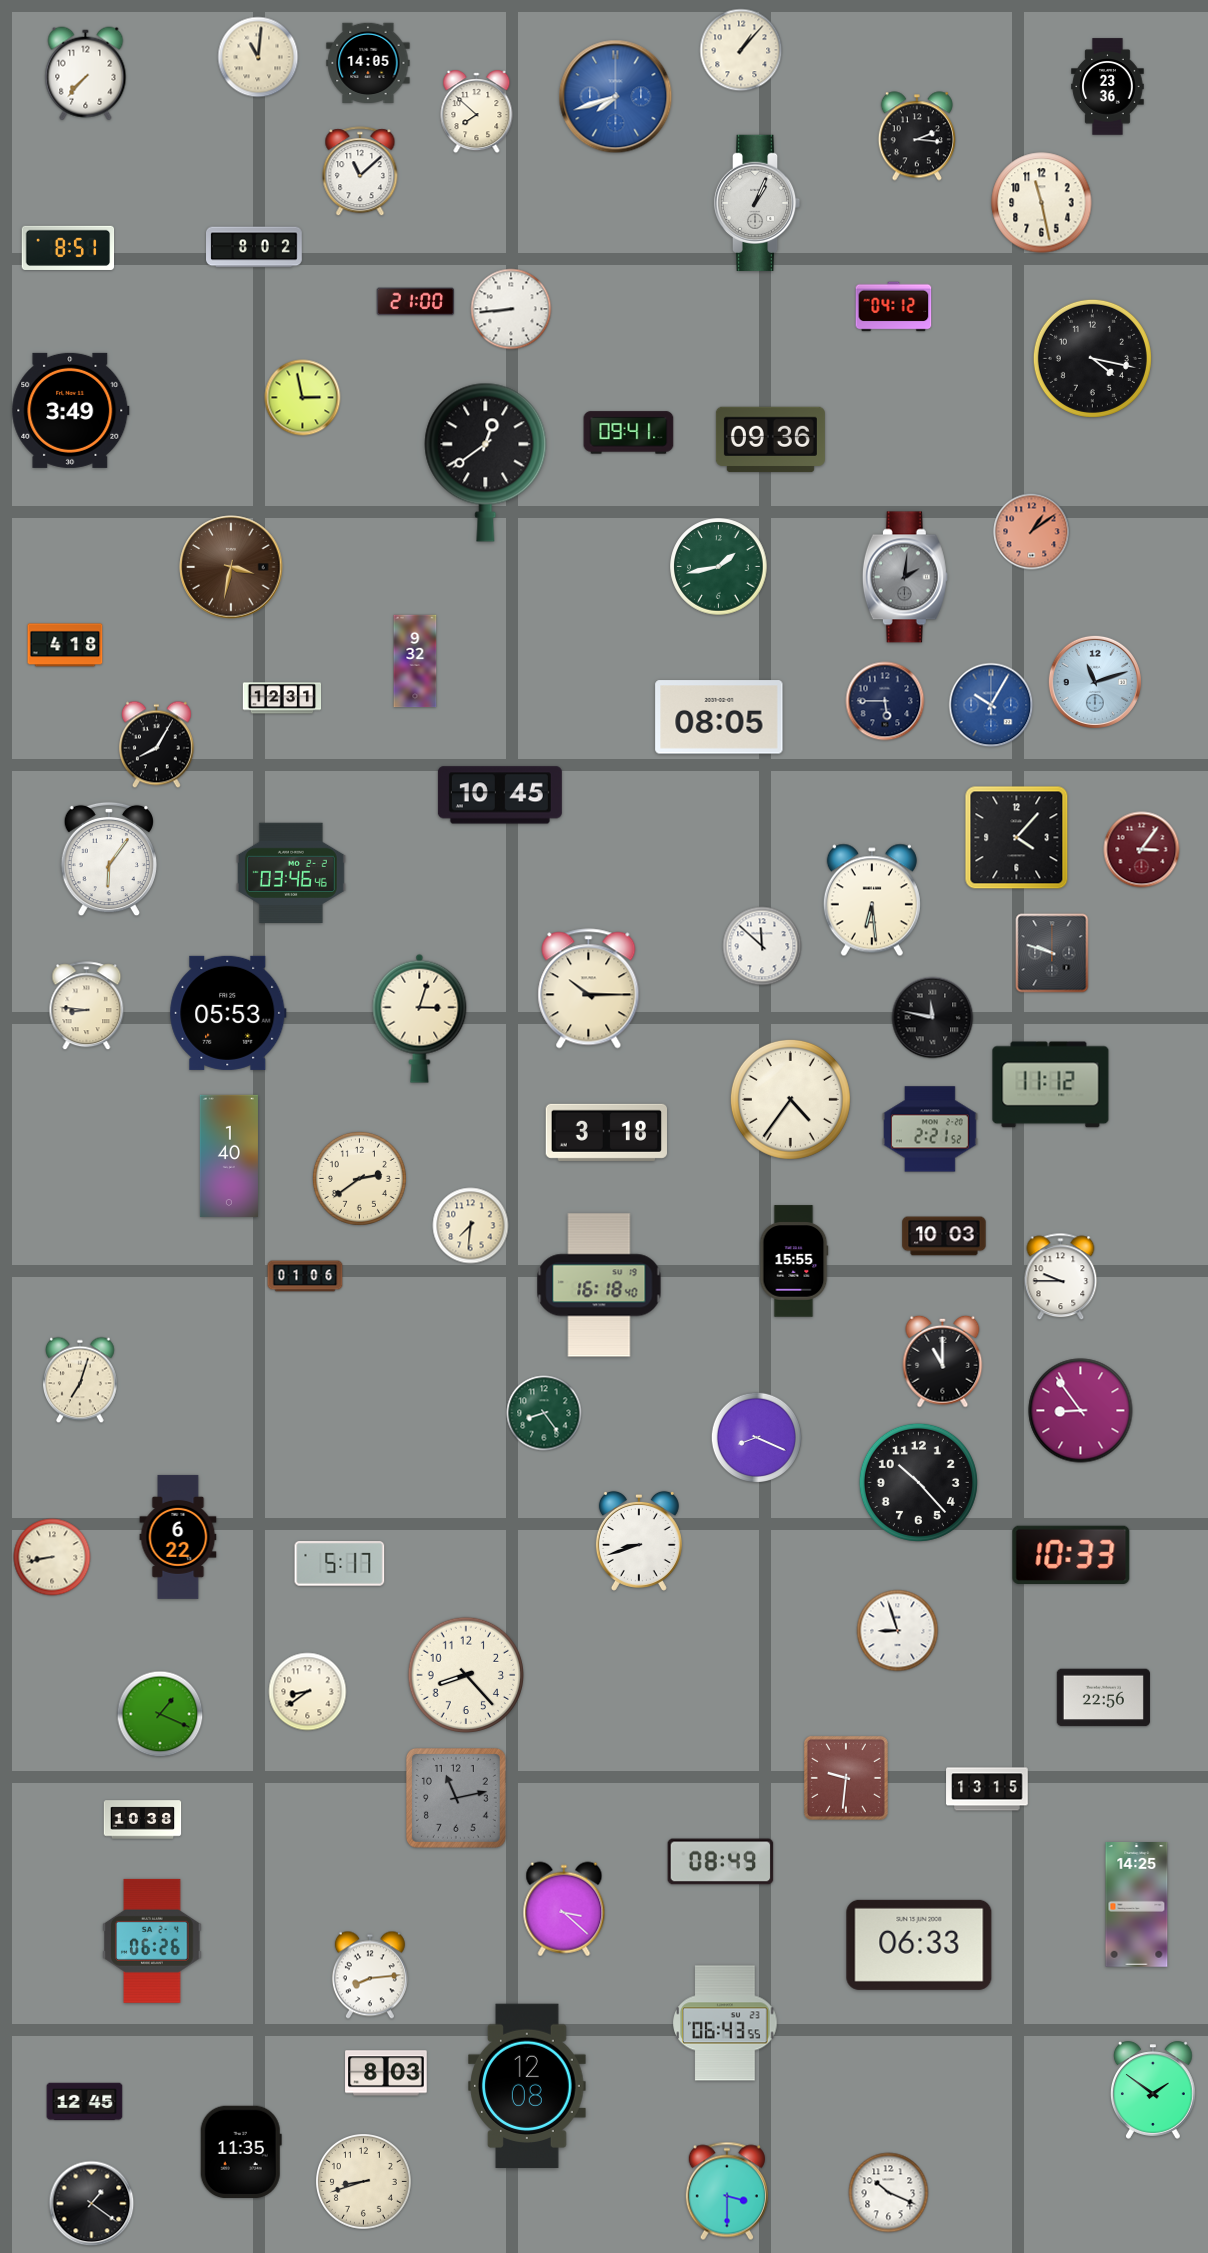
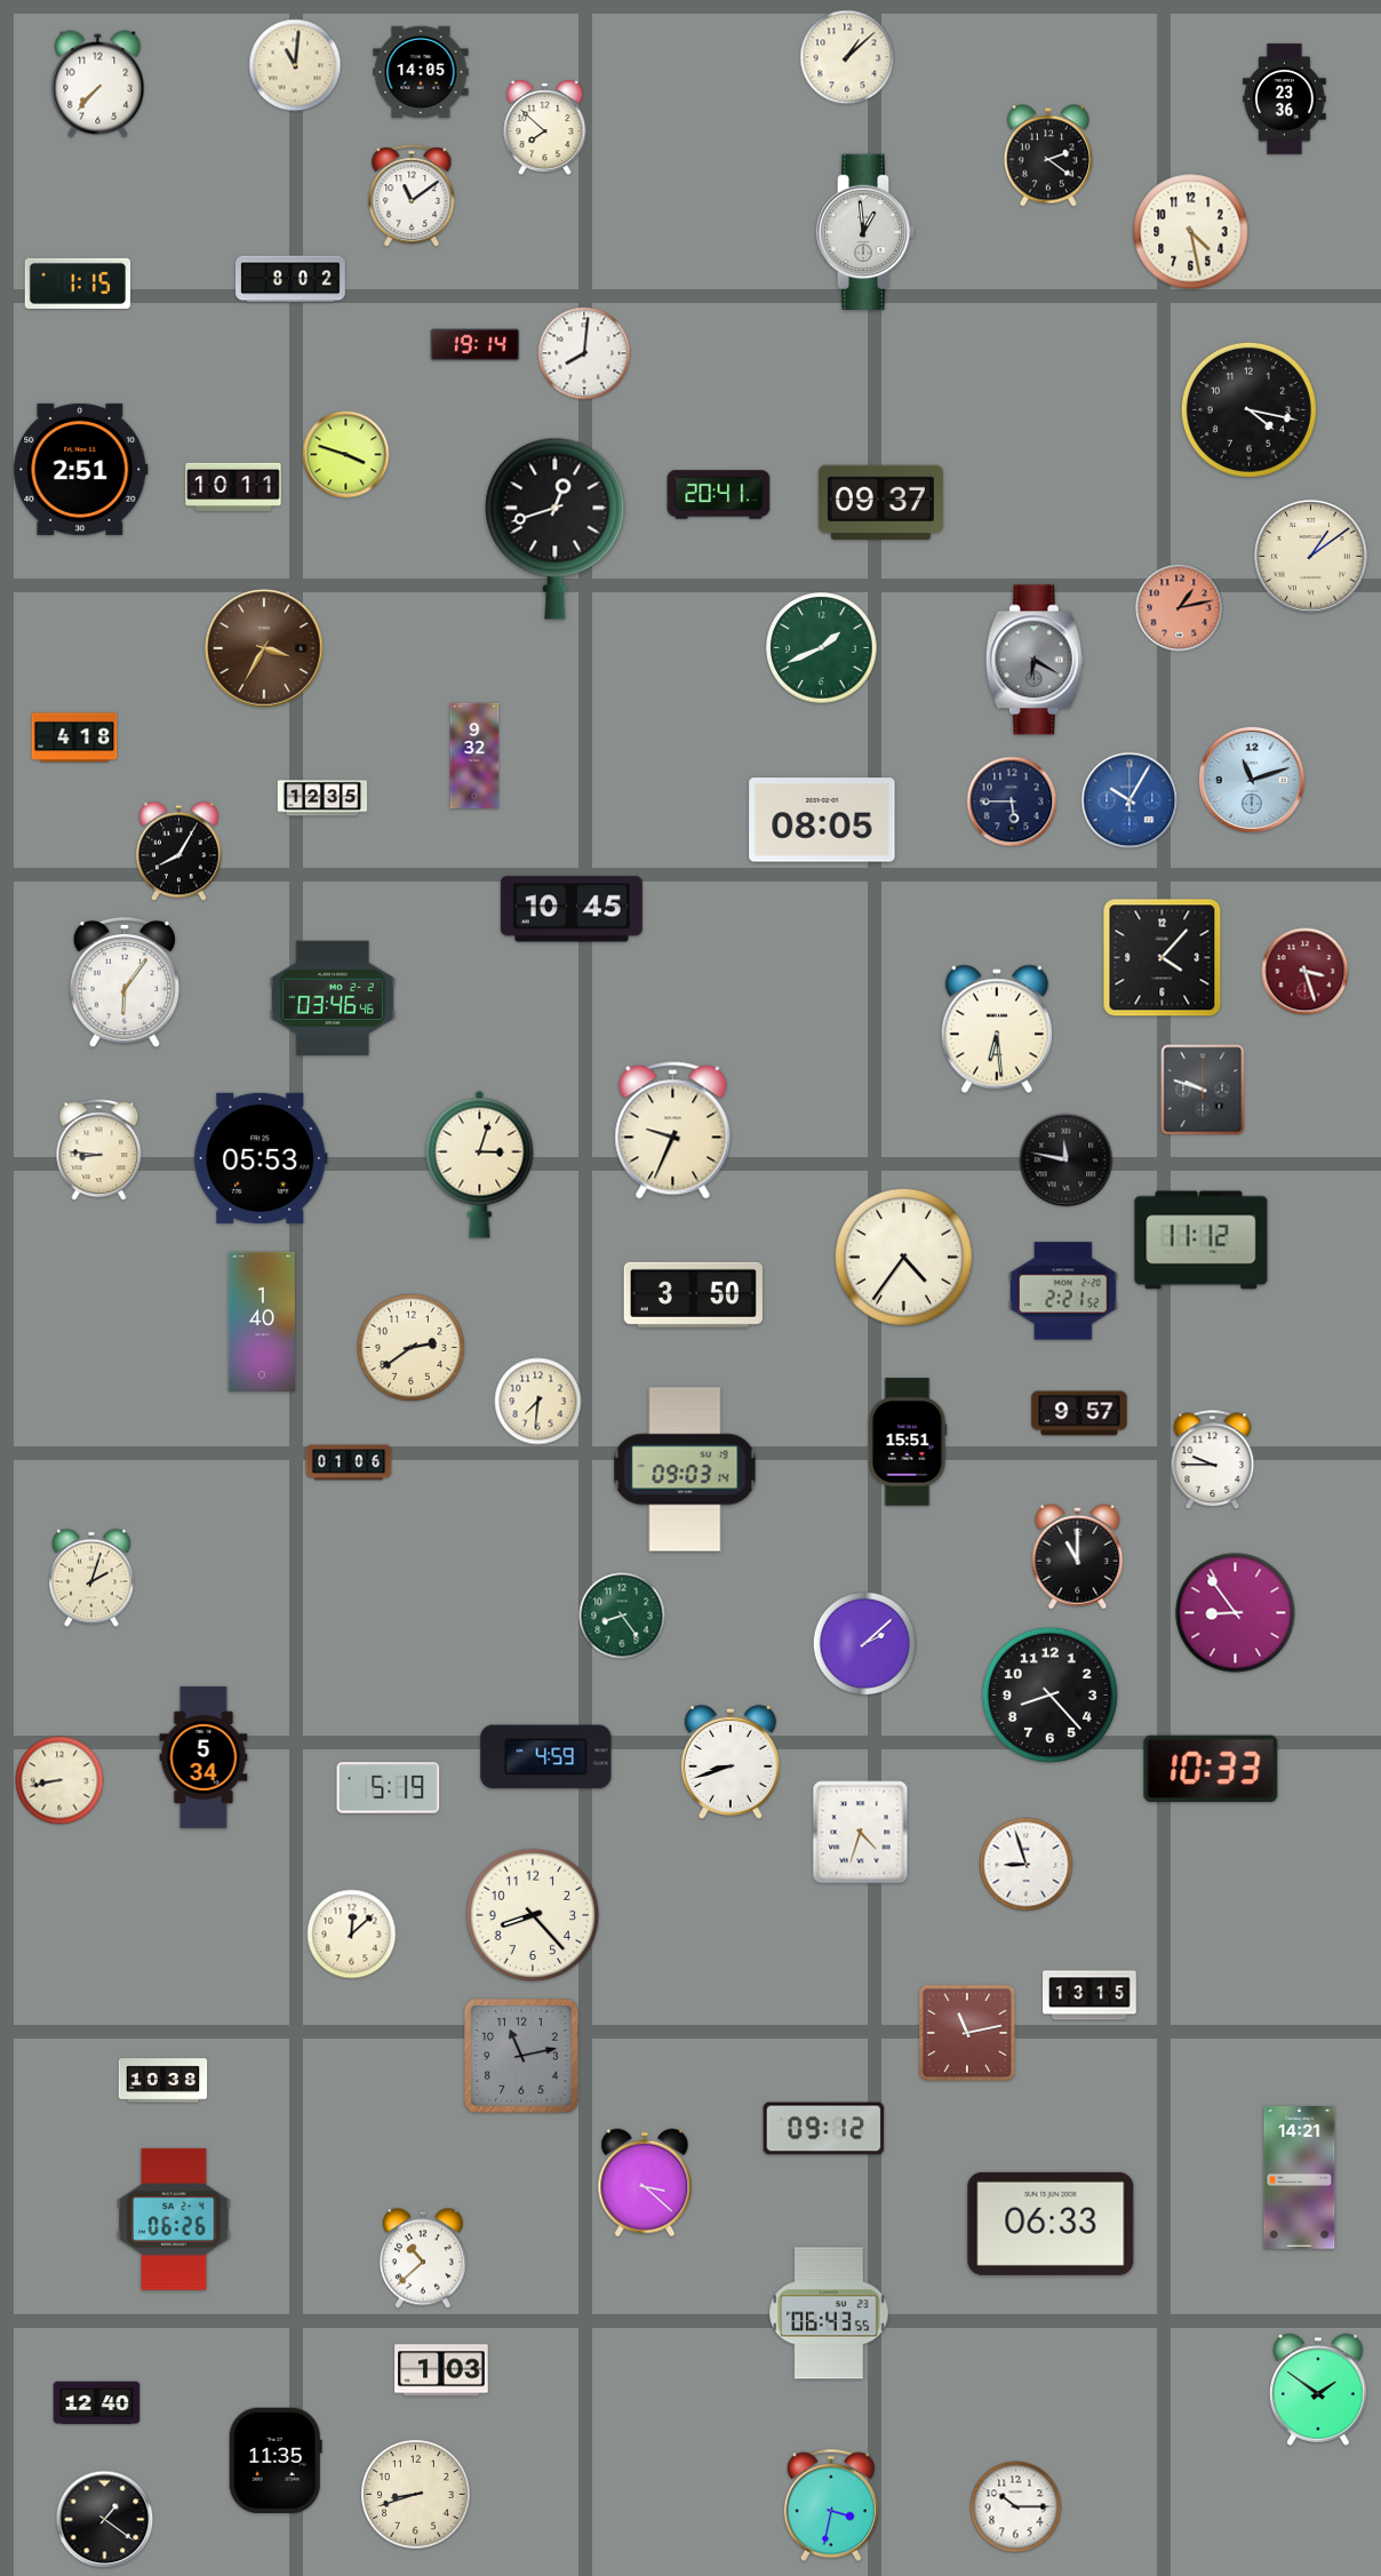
clock at (741, 50): 1:07 -> 1:08
clock at (1108, 87) position: (1108, 87) -> (1285, 99)
clock at (616, 97): 7:42 -> none
clock at (917, 136): 2:16 -> 2:21
clock at (360, 172): 11:08 -> 11:09
clock at (757, 203): 1:04 -> 12:59
clock at (1042, 203): 11:28 -> 4:28
clock at (254, 247) position: (254, 247) -> (290, 279)
clock at (68, 248): 8:51 -> 1:15
clock at (416, 302): 21:00 -> 19:14
clock at (894, 307): 04:12 -> none
clock at (511, 309): 8:44 -> 8:01
clock at (303, 398): 2:58 -> 3:48
clock at (71, 410): 3:49 -> 2:51
clock at (233, 486): none -> 10:11
clock at (629, 433): 09:41 -> 20:41
clock at (770, 440): 09:36 -> 09:37
clock at (486, 462): 12:39 -> 12:42
clock at (1311, 557): none -> 1:09
clock at (1032, 532): 1:09 -> 1:13
clock at (231, 567): 3:32 -> 3:35
clock at (719, 567): 1:43 -> 1:41
clock at (905, 577): 2:01 -> 6:20
clock at (282, 698): 12:31 -> 12:35
clock at (991, 705) position: (991, 705) -> (1129, 800)
clock at (1142, 850): 3:06 -> 3:27
clock at (762, 946): 11:52 -> none
clock at (589, 989): 10:15 -> 9:34
clock at (933, 1018) position: (933, 1018) -> (1067, 1161)
clock at (606, 1132): 3:18 -> 3:50
clock at (944, 1236): 10:03 -> 9:57
clock at (794, 1261): 15:55 -> 15:51
clock at (305, 1276) position: (305, 1276) -> (349, 1462)
clock at (599, 1285): 16:18 -> 09:03
clock at (80, 1380): 7:03 -> 2:03
clock at (756, 1437): 8:19 -> 2:08
clock at (918, 1482): 10:23 -> 8:23
clock at (178, 1537): 6:22 -> 5:34
clock at (546, 1757): none -> 4:59
clock at (1071, 1554) position: (1071, 1554) -> (1211, 1768)
clock at (340, 1564): 5:17 -> 5:19
clock at (861, 1833): none -> 4:33
clock at (308, 1692): 8:39 -> 12:08
clock at (1103, 1698): 22:56 -> none
clock at (160, 1714): 1:19 -> none
clock at (846, 1778): 9:31 -> 11:13
clock at (987, 1789) position: (987, 1789) -> (1089, 1995)
clock at (721, 1862): 08:49 -> 09:12
clock at (1137, 1905): 14:25 -> 14:21
clock at (370, 1975): 8:14 -> 10:38
clock at (386, 2073): 8:03 -> 1:03
clock at (528, 2086): 12:08 -> none
clock at (85, 2102): 12:45 -> 12:40
clock at (727, 2191): 3:30 -> 3:32
clock at (889, 2193): 10:19 -> 10:15
